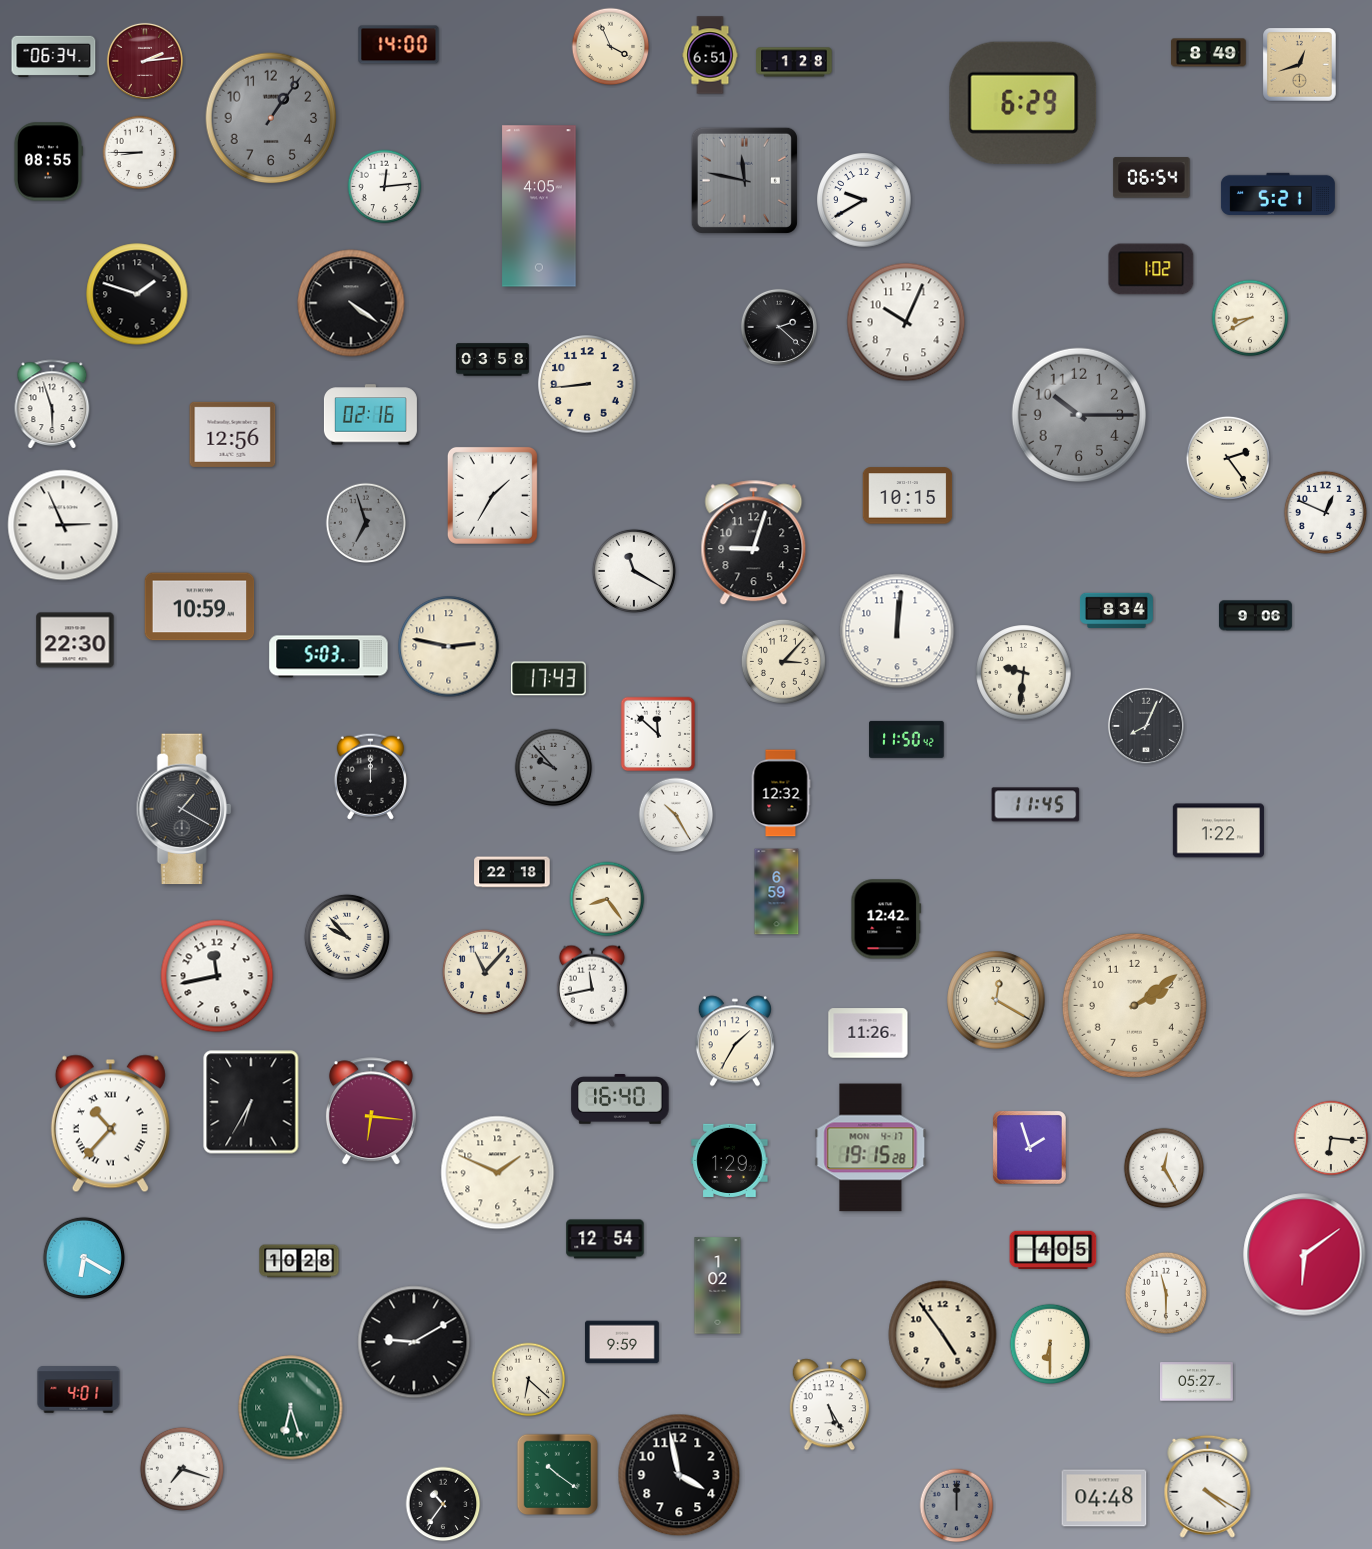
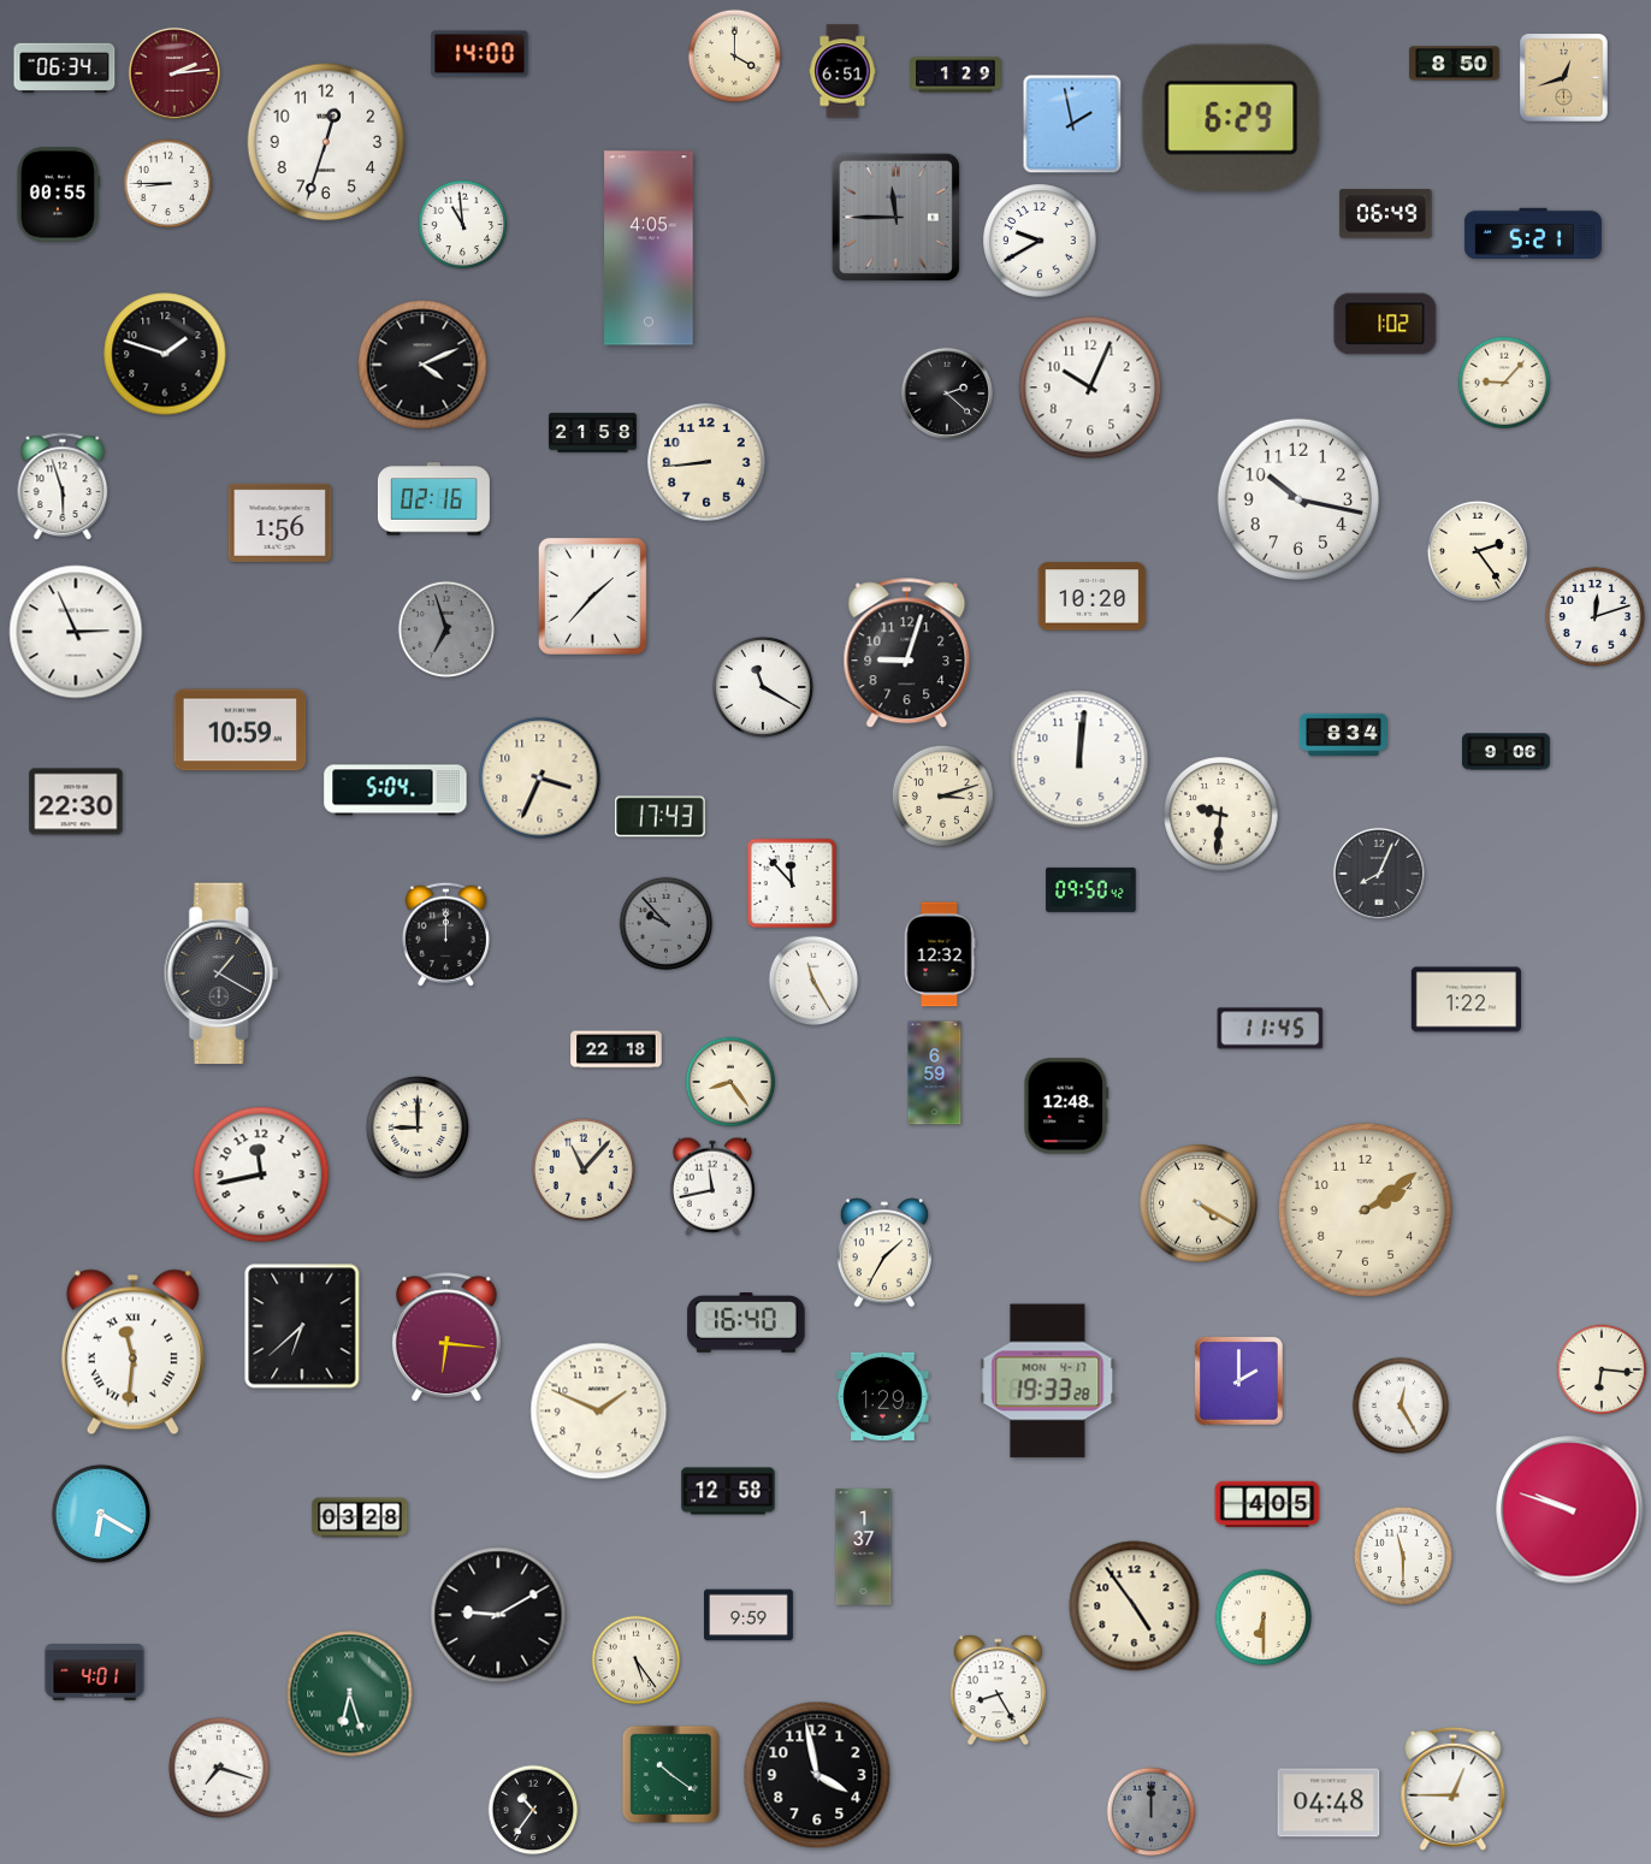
clock at (611, 47): 3:56 -> 4:00
clock at (1209, 53): 8:49 -> 8:50
clock at (710, 55) position: (710, 55) -> (842, 71)
clock at (794, 62): 1:28 -> 1:29
clock at (1072, 124): none -> 1:58
clock at (1023, 103) position: (1023, 103) -> (1231, 118)
clock at (271, 118): 1:06 -> 12:33
clock at (271, 118) dial: grey -> white
clock at (48, 162): 08:55 -> 00:55
clock at (1152, 178): 06:54 -> 06:49
clock at (744, 180): 11:47 -> 11:45
clock at (385, 187): 12:14 -> 10:59
clock at (1278, 193) position: (1278, 193) -> (1533, 232)
clock at (351, 303): 4:21 -> 4:11
clock at (1250, 318): 8:40 -> 9:07
clock at (779, 327) position: (779, 327) -> (947, 393)
clock at (492, 360): 03:58 -> 21:58
clock at (1078, 414): 10:15 -> 10:17
clock at (1078, 414) dial: grey -> white
clock at (370, 415) position: (370, 415) -> (433, 499)
clock at (233, 434): 12:56 -> 1:56
clock at (492, 495): 1:35 -> 1:37
clock at (908, 496): 10:15 -> 10:20
clock at (1325, 512): 12:49 -> 12:12
clock at (366, 523) position: (366, 523) -> (446, 629)
clock at (1255, 616) position: (1255, 616) -> (1505, 752)
clock at (75, 640) position: (75, 640) -> (76, 801)
clock at (449, 647): 2:47 -> 3:34
clock at (329, 657): 5:03 -> 5:04
clock at (783, 661): 3:07 -> 3:12
clock at (1024, 673) position: (1024, 673) -> (1221, 815)
clock at (658, 734): 11:52 -> 11:53
clock at (907, 739): 11:50 -> 09:50
clock at (1036, 805) position: (1036, 805) -> (1271, 1029)
clock at (676, 815): 10:25 -> 11:25
clock at (886, 919): 12:42 -> 12:48
clock at (347, 937): 9:53 -> 9:00
clock at (996, 1000): 12:20 -> 4:20
clock at (868, 1033): 11:26 -> none
clock at (251, 1102): 6:35 -> 6:38
clock at (110, 1124): 10:37 -> 11:31
clock at (871, 1148): 19:15 -> 19:33
clock at (1030, 1148): 1:57 -> 2:00
clock at (730, 1160) position: (730, 1160) -> (883, 1396)
clock at (605, 1239): 12:54 -> 12:58
clock at (1305, 1255): 6:09 -> 9:48
clock at (299, 1261): 10:28 -> 03:28
clock at (718, 1286): 1:02 -> 1:37
clock at (529, 1380): 6:22 -> 5:24
clock at (1196, 1382): 05:27 -> none
clock at (829, 1405): 5:25 -> 8:25
clock at (1208, 1486): 4:20 -> 12:45
